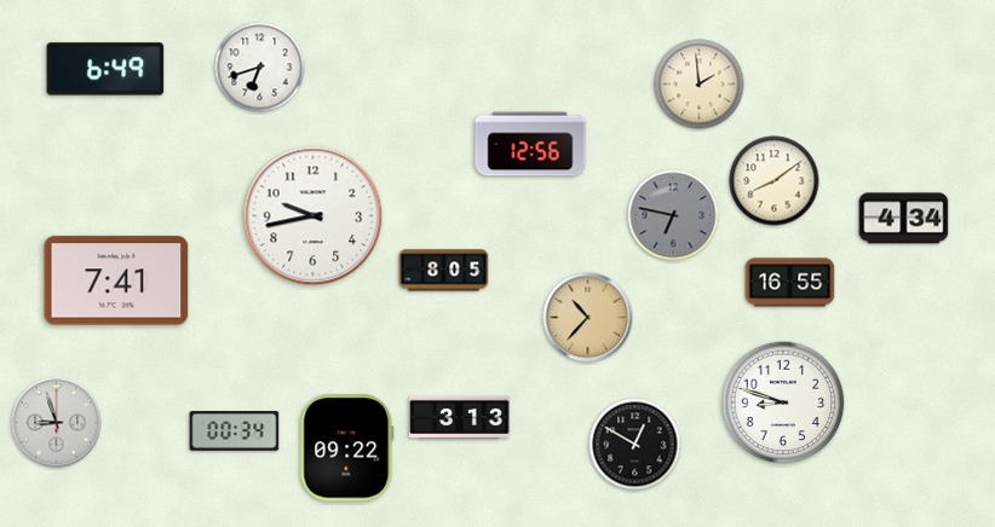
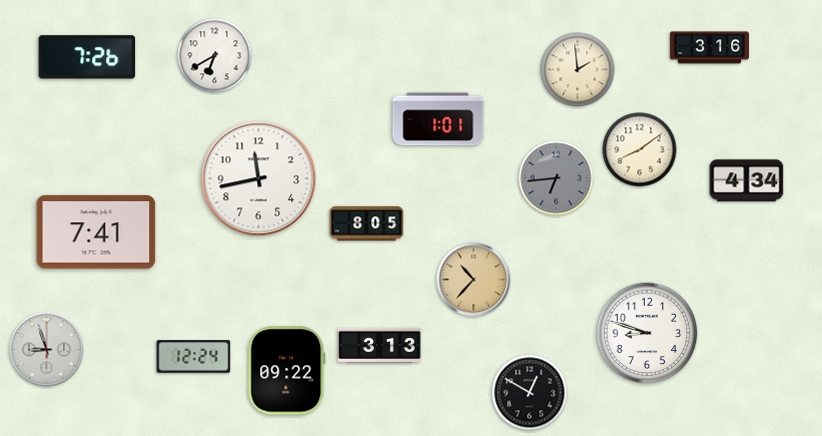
clock at (709, 48): none -> 3:16
clock at (260, 68): 6:42 -> 6:40
clock at (105, 69): 6:49 -> 7:26
clock at (530, 144): 12:56 -> 1:01
clock at (673, 215): 6:47 -> 6:44
clock at (314, 216): 9:43 -> 11:43
clock at (790, 283): 16:55 -> none
clock at (588, 318) position: (588, 318) -> (474, 280)
clock at (235, 432): 00:34 -> 12:24
clock at (635, 445) position: (635, 445) -> (530, 393)
